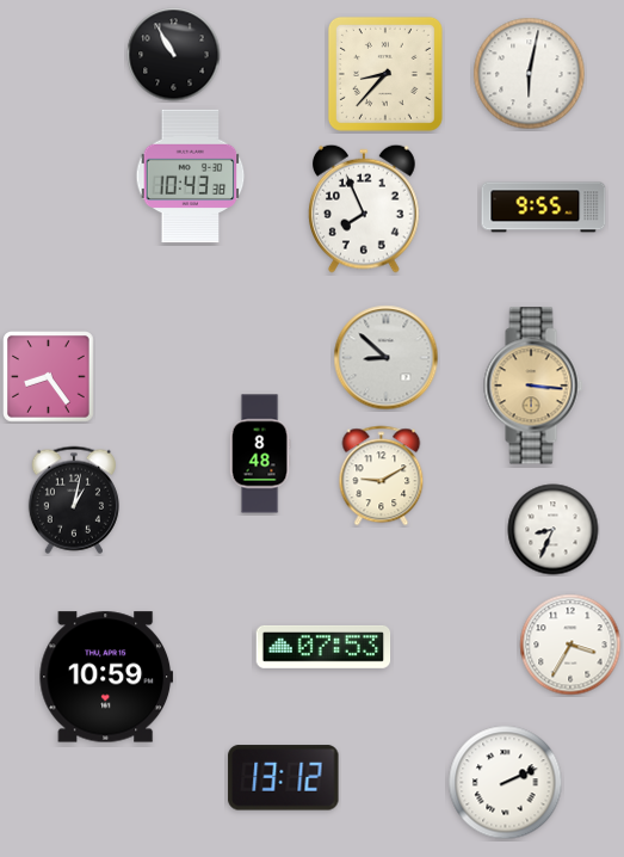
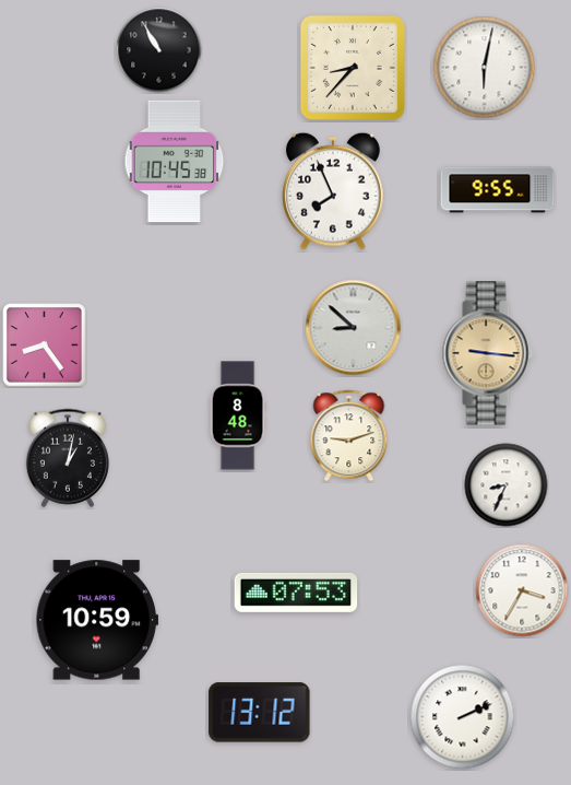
clock at (191, 177): 10:43 -> 10:45
clock at (533, 386): 3:16 -> 9:16
clock at (382, 476): 9:10 -> 9:12
